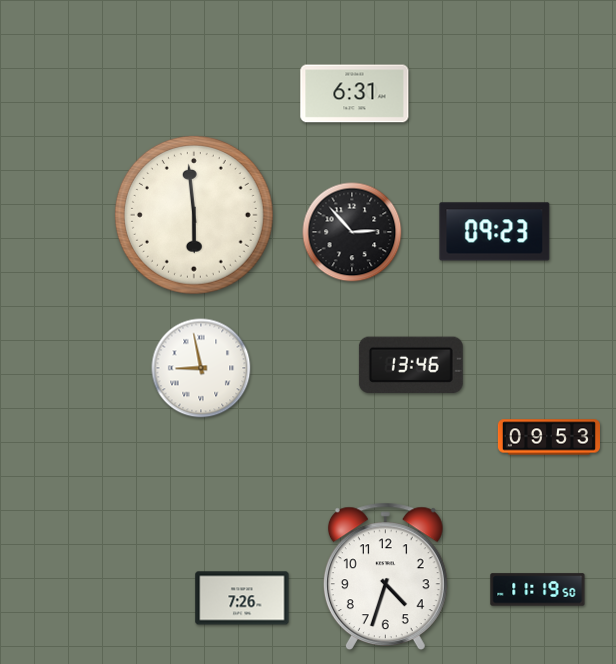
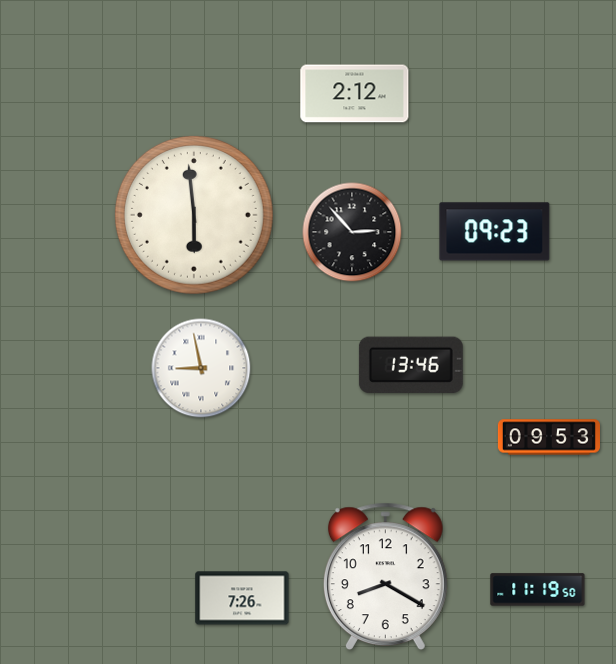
clock at (355, 94): 6:31 -> 2:12
clock at (385, 577): 4:33 -> 8:20
